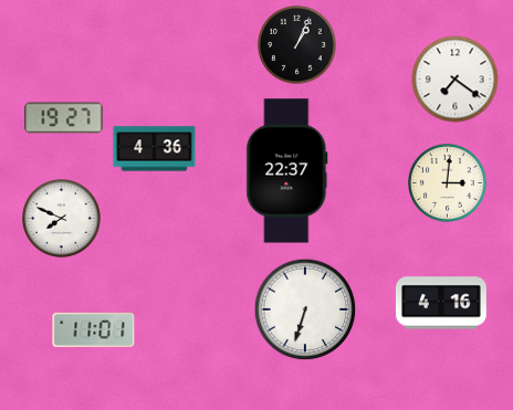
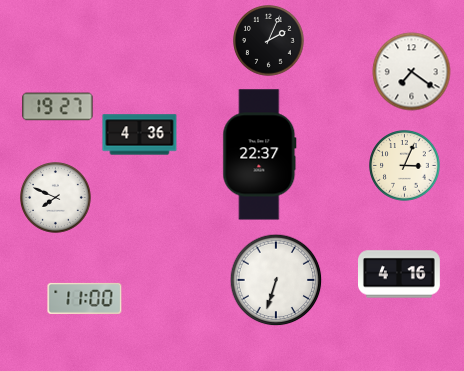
clock at (297, 45): 1:04 -> 2:04
clock at (448, 183): 3:01 -> 3:04
clock at (94, 329): 11:01 -> 11:00
